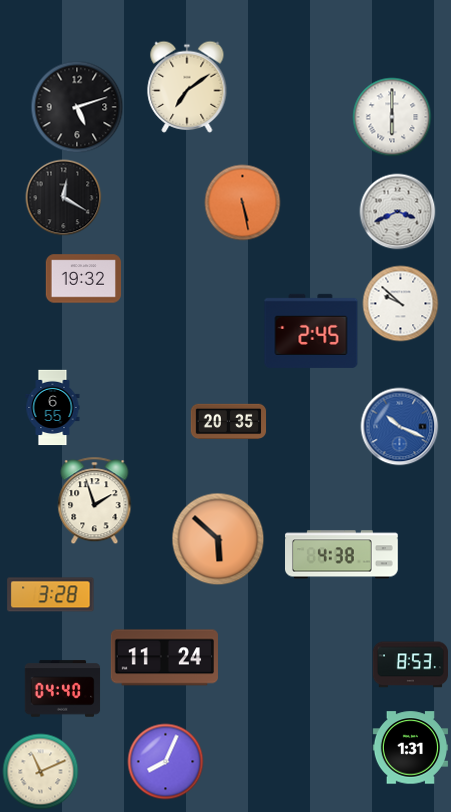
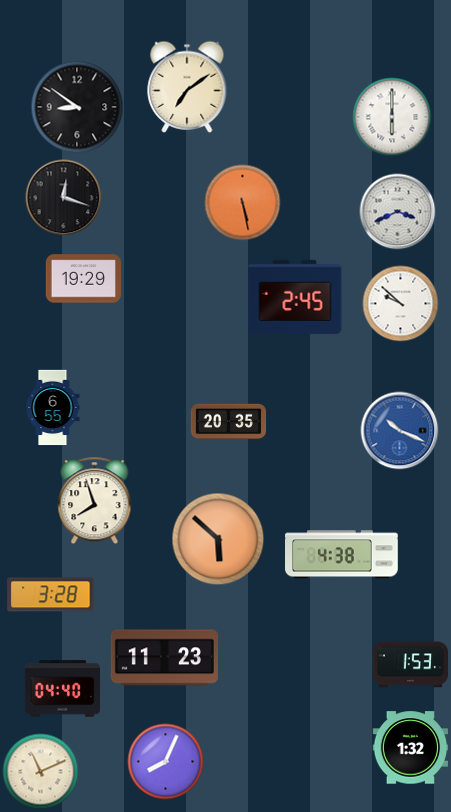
clock at (77, 107): 5:12 -> 8:51
clock at (64, 198): 12:20 -> 12:18
clock at (84, 279): 19:32 -> 19:29
clock at (311, 331) position: (311, 331) -> (295, 297)
clock at (400, 427) position: (400, 427) -> (400, 431)
clock at (95, 501): 1:57 -> 7:57
clock at (164, 658): 11:24 -> 11:23
clock at (410, 665): 8:53 -> 1:53
clock at (411, 748): 1:31 -> 1:32
